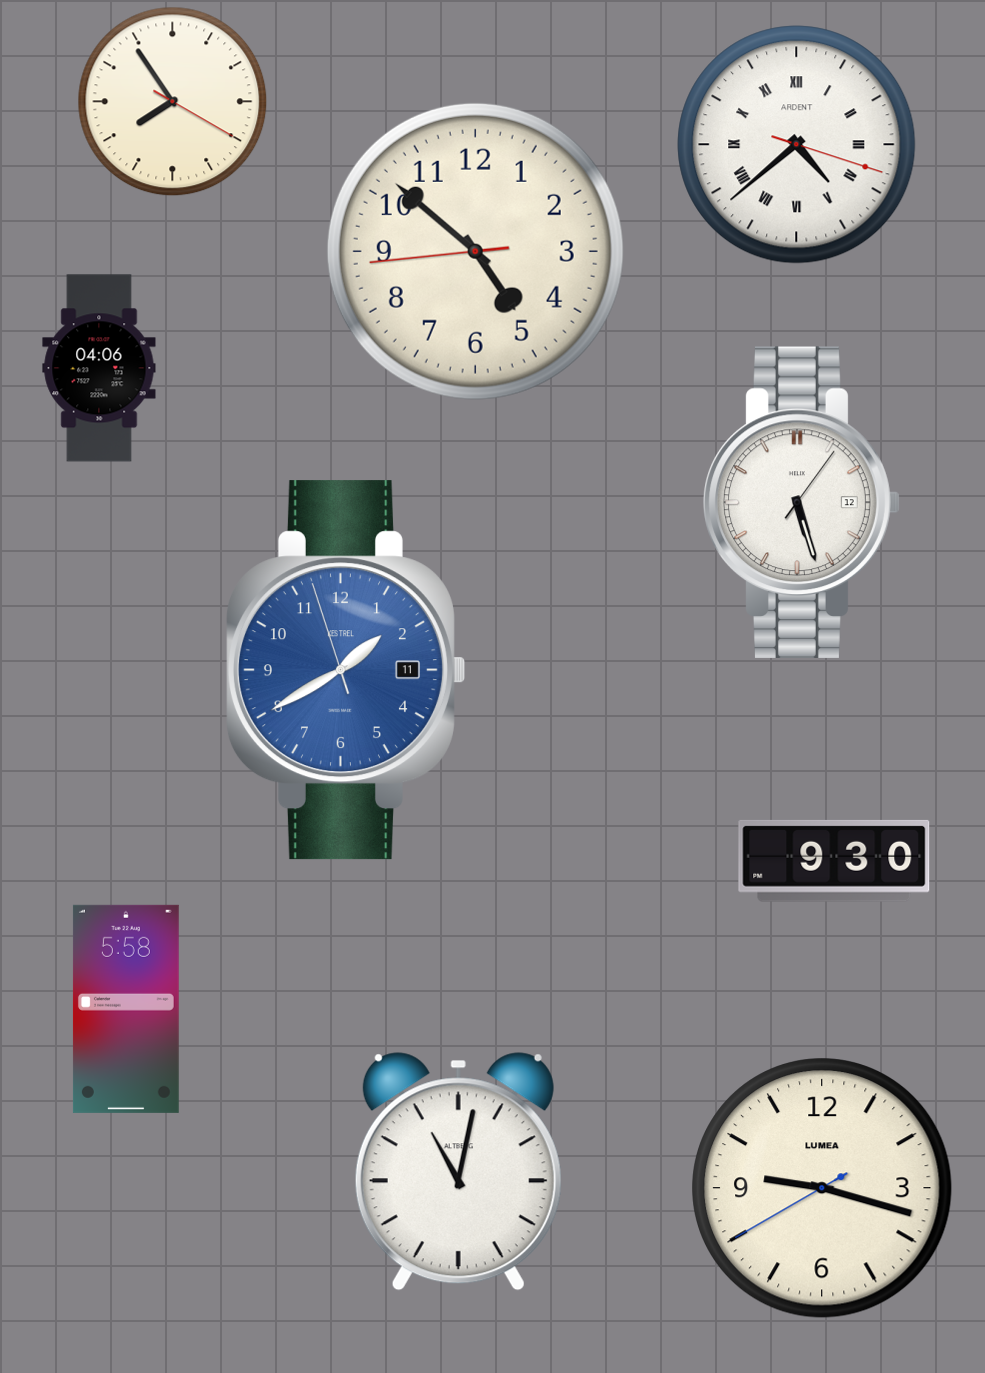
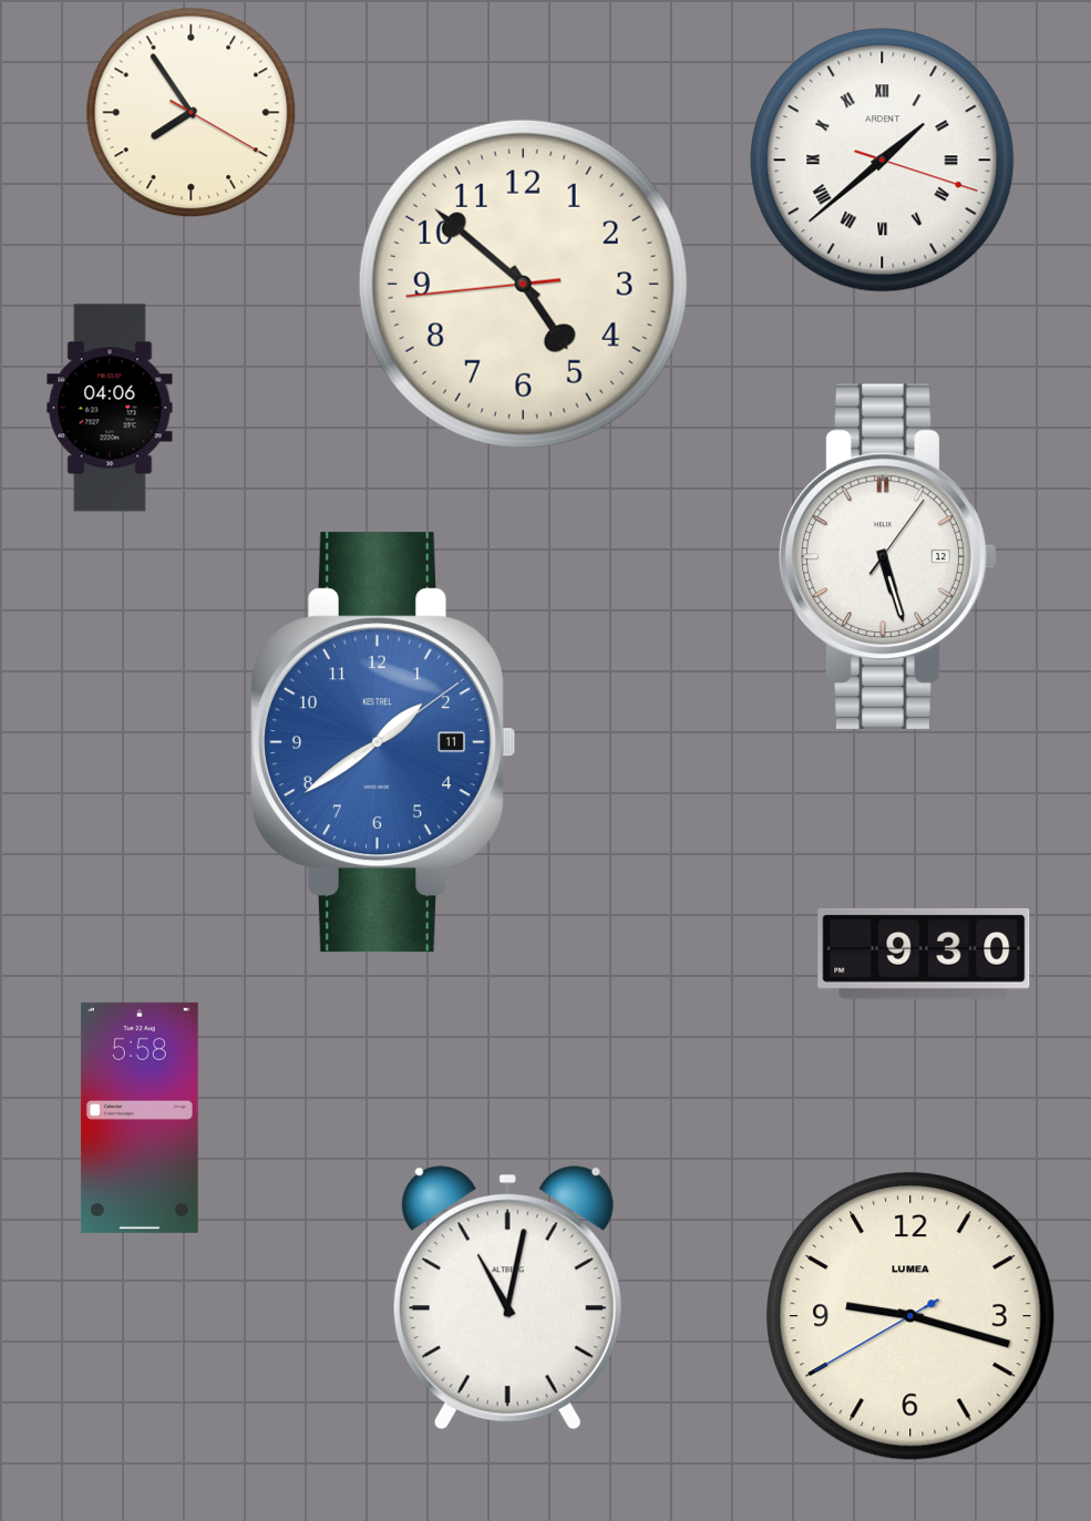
clock at (797, 145): 4:38 -> 1:38
clock at (475, 251) position: (475, 251) -> (523, 284)
clock at (345, 670): 1:39:57 -> 1:39:09
